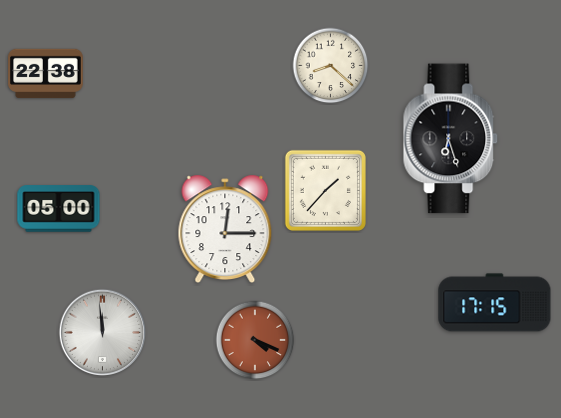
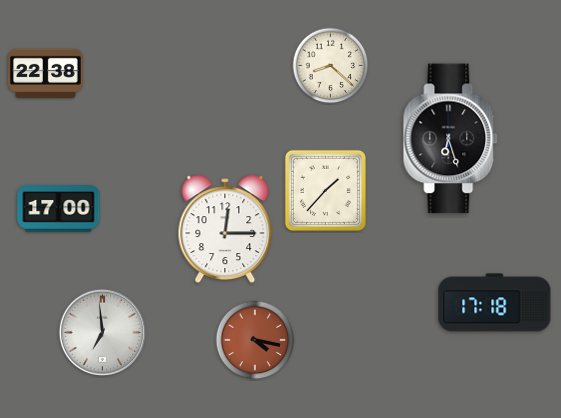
clock at (59, 209): 05:00 -> 17:00
clock at (495, 303): 17:15 -> 17:18
clock at (103, 333): 11:59 -> 6:59
clock at (255, 340): 4:19 -> 4:17
